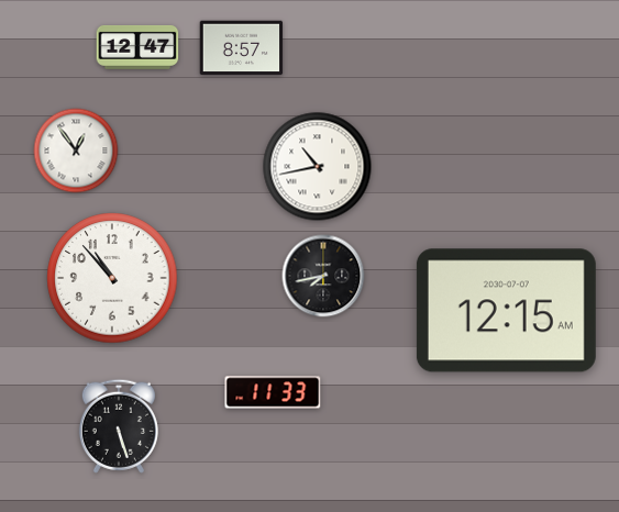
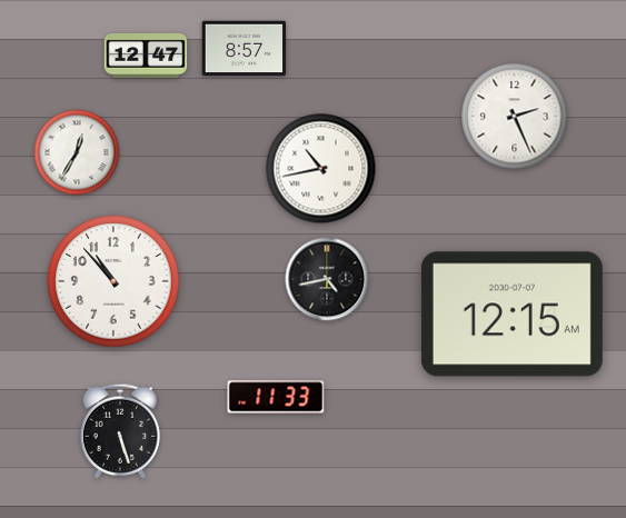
clock at (137, 47) position: (137, 47) -> (146, 56)
clock at (515, 117): none -> 2:26
clock at (76, 151): 12:54 -> 12:35
clock at (323, 276): 7:43 -> 4:43
